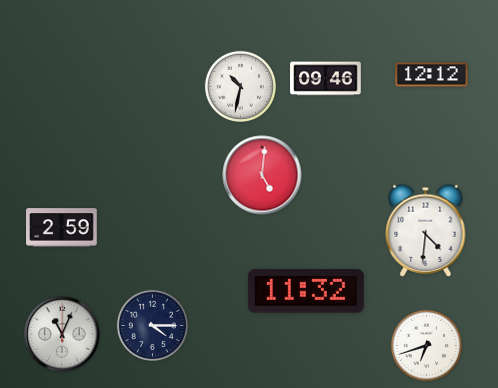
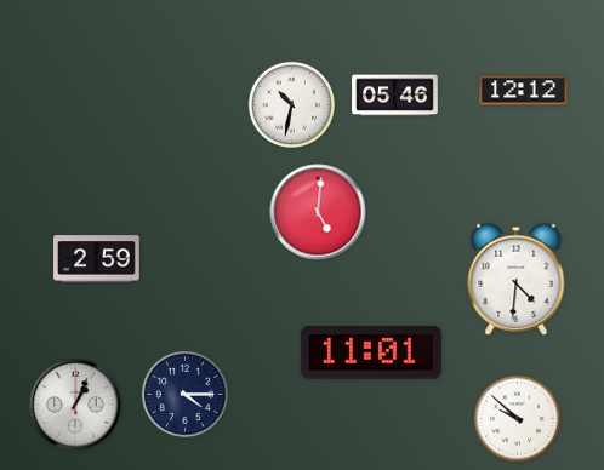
clock at (326, 79): 09:46 -> 05:46
clock at (62, 228) position: (62, 228) -> (97, 259)
clock at (306, 291): 11:32 -> 11:01
clock at (62, 334): 11:04 -> 1:04
clock at (426, 345): 6:42 -> 9:52
